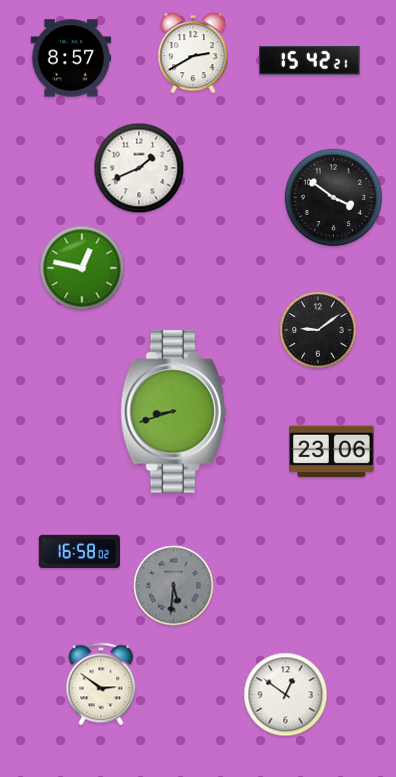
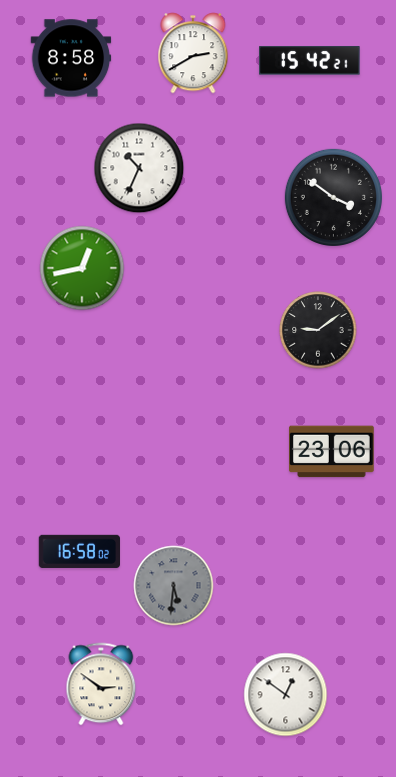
clock at (71, 58): 8:57 -> 8:58
clock at (139, 168): 1:41 -> 10:34
clock at (82, 268): 12:47 -> 12:43
clock at (174, 412): 8:42 -> none
